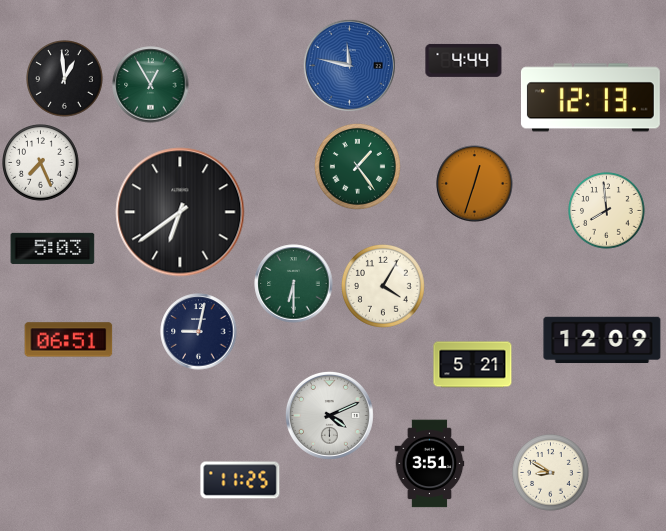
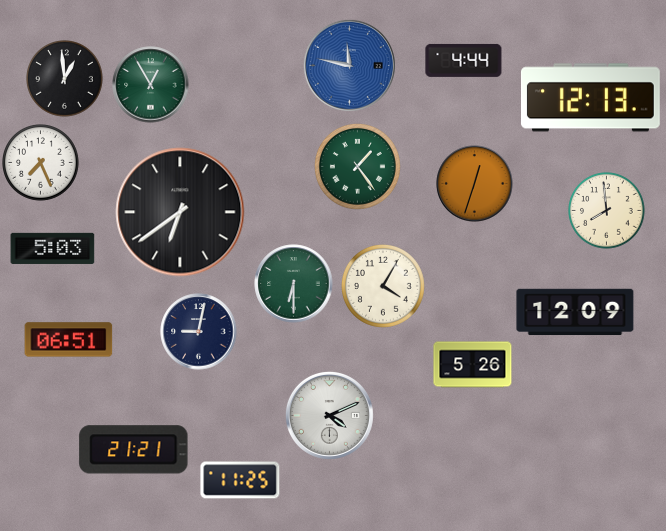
clock at (602, 340) position: (602, 340) -> (575, 312)
clock at (473, 365): 5:21 -> 5:26
clock at (134, 450): none -> 21:21
clock at (430, 464): 3:51 -> none
clock at (551, 473): 8:50 -> none
